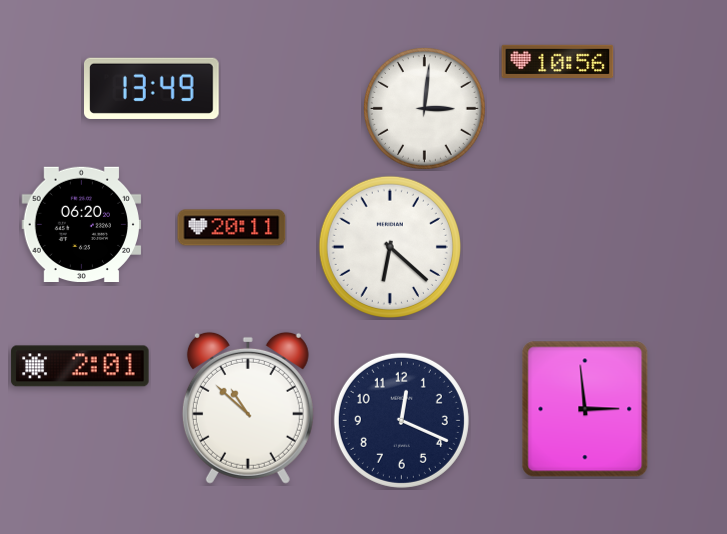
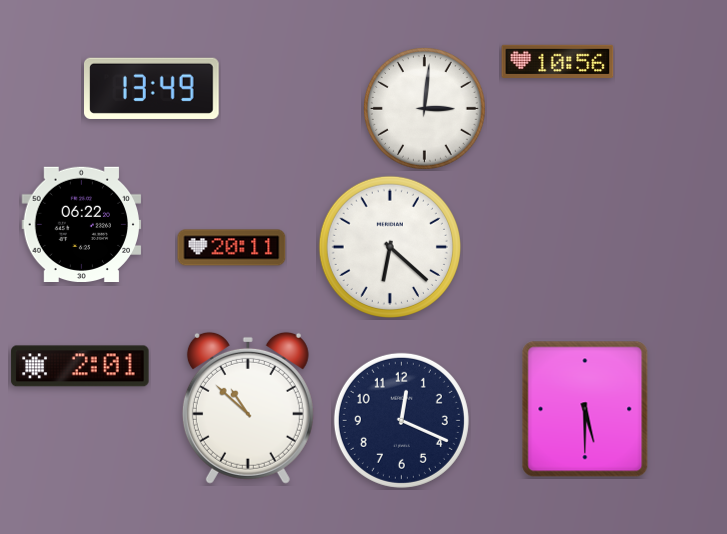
clock at (82, 224): 06:20 -> 06:22
clock at (232, 228) position: (232, 228) -> (232, 248)
clock at (585, 409): 2:59 -> 5:30
